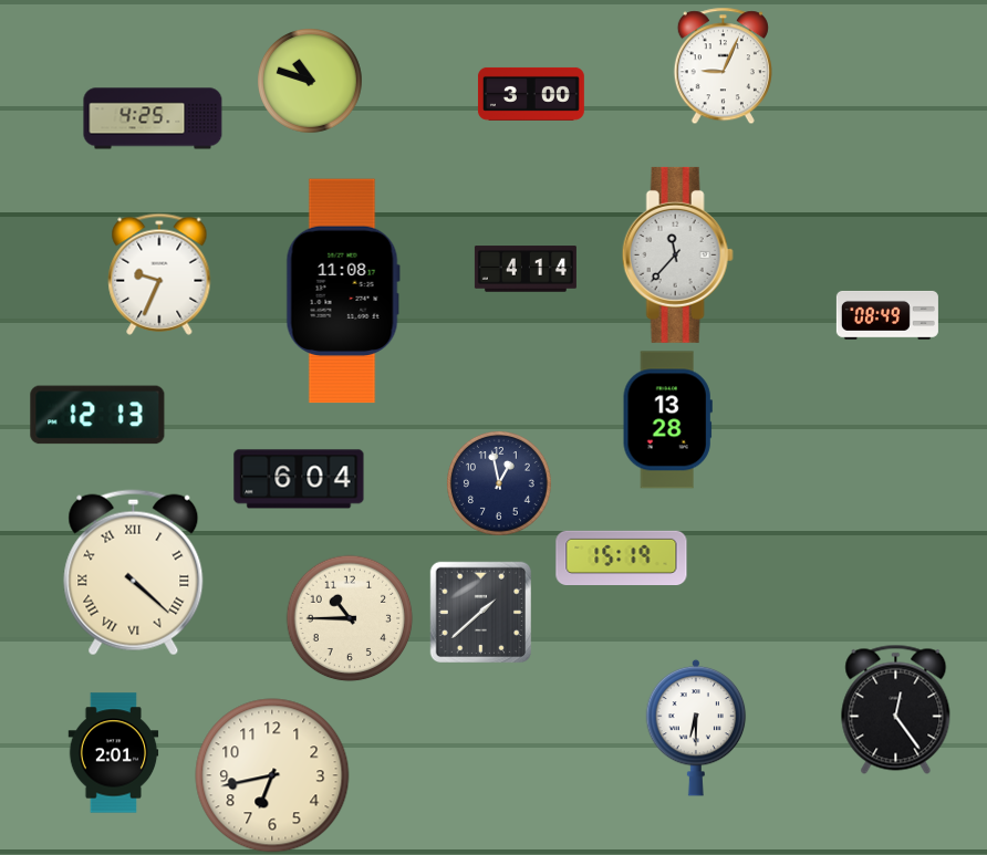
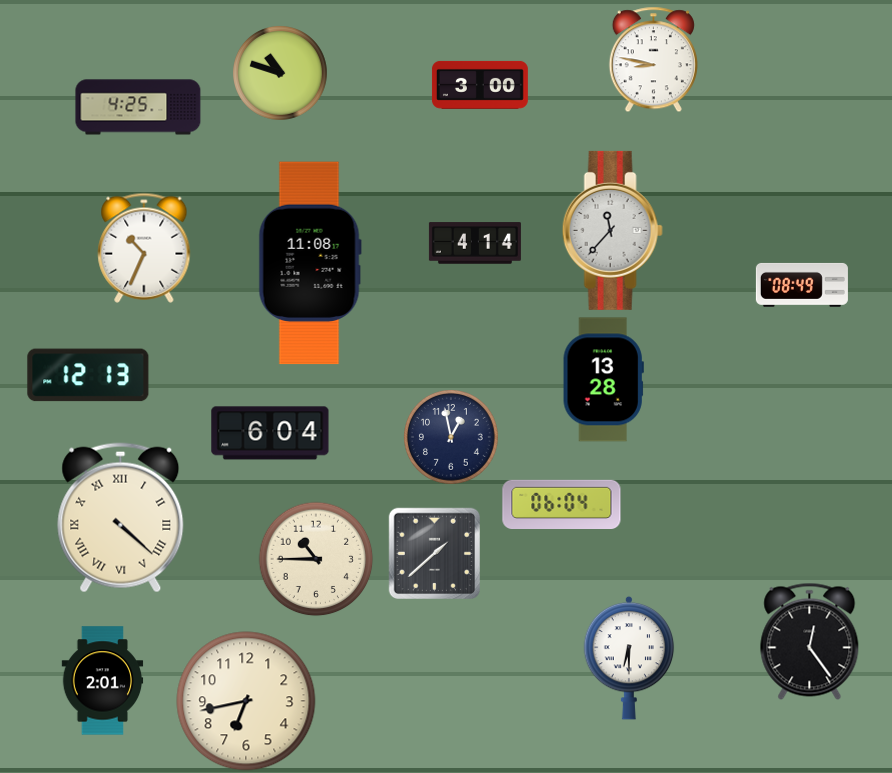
clock at (723, 65): 9:04 -> 8:47
clock at (159, 274): 9:34 -> 10:34
clock at (622, 557): 15:19 -> 06:04
